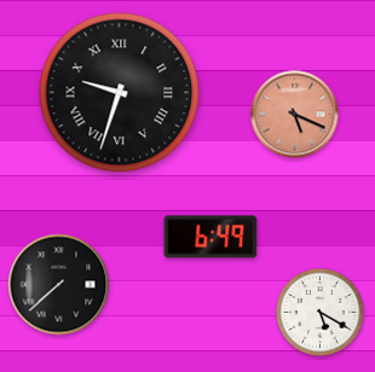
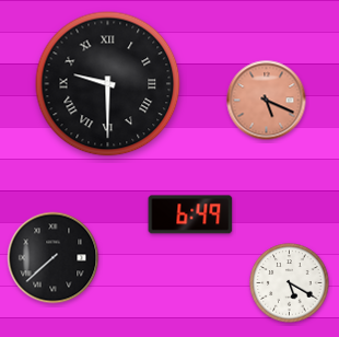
clock at (120, 93): 9:33 -> 9:30
clock at (295, 115) position: (295, 115) -> (267, 101)
